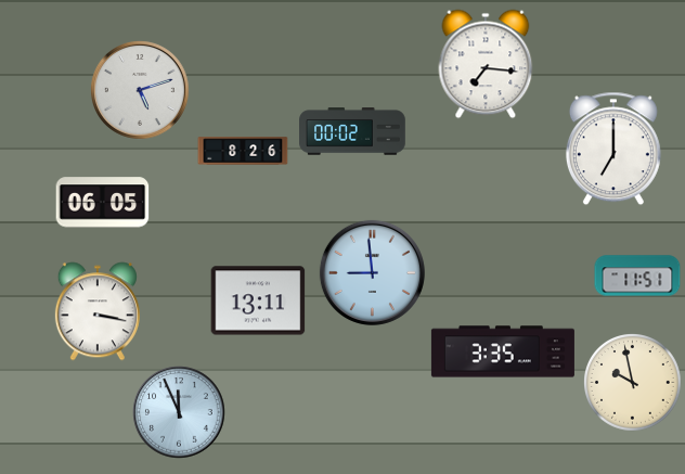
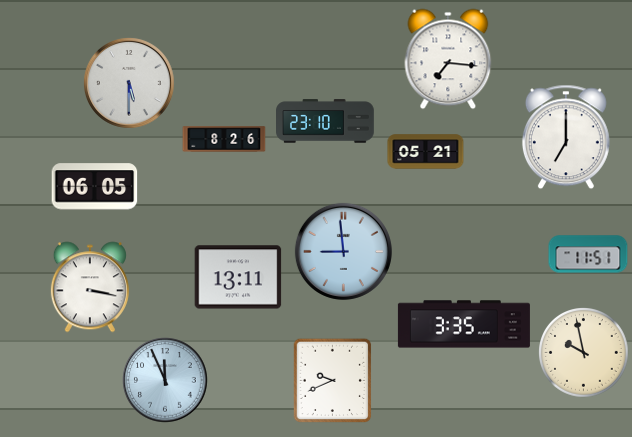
clock at (140, 90): 5:12 -> 5:30
clock at (353, 131): 00:02 -> 23:10
clock at (426, 152): none -> 05:21
clock at (333, 380): none -> 9:41
